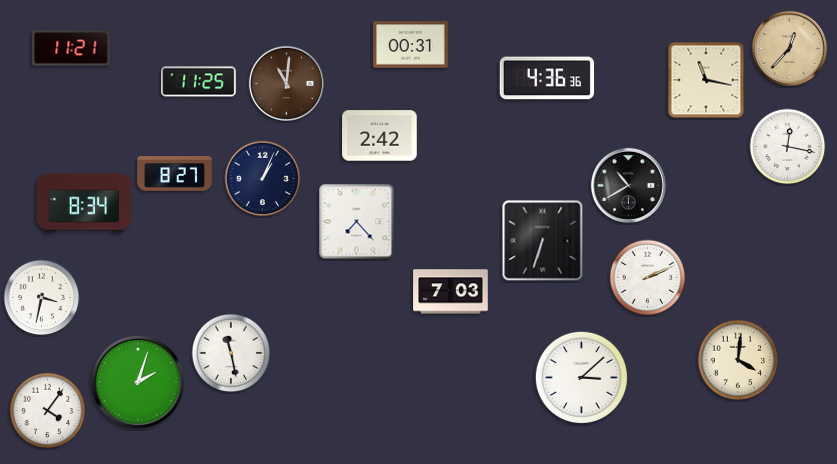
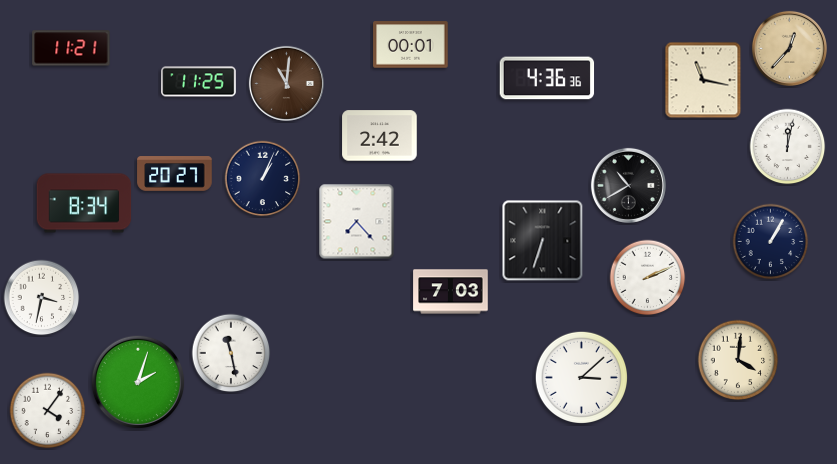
clock at (411, 45): 00:31 -> 00:01
clock at (706, 80) position: (706, 80) -> (703, 80)
clock at (788, 147): 12:17 -> 12:02
clock at (175, 174): 8:27 -> 20:27
clock at (771, 242): none -> 1:05
